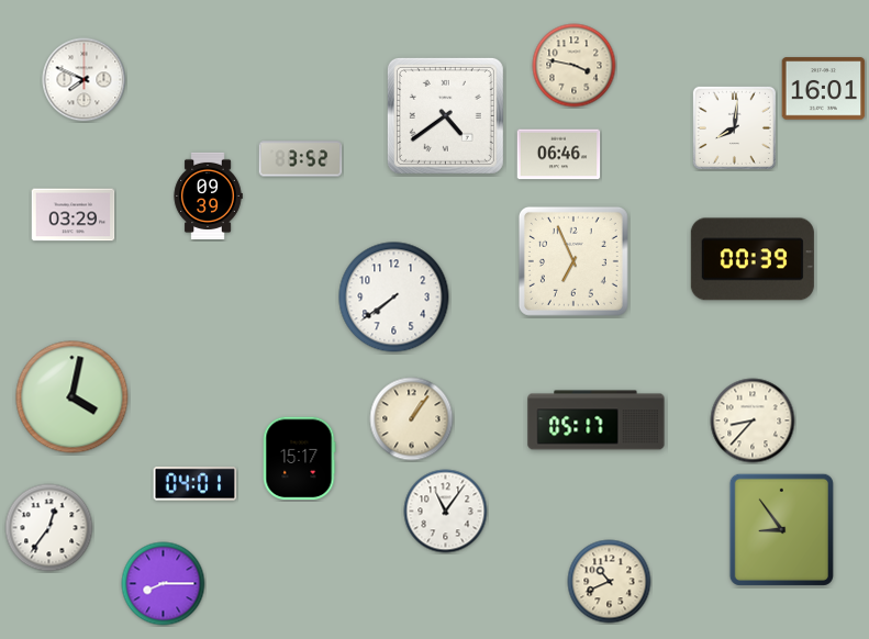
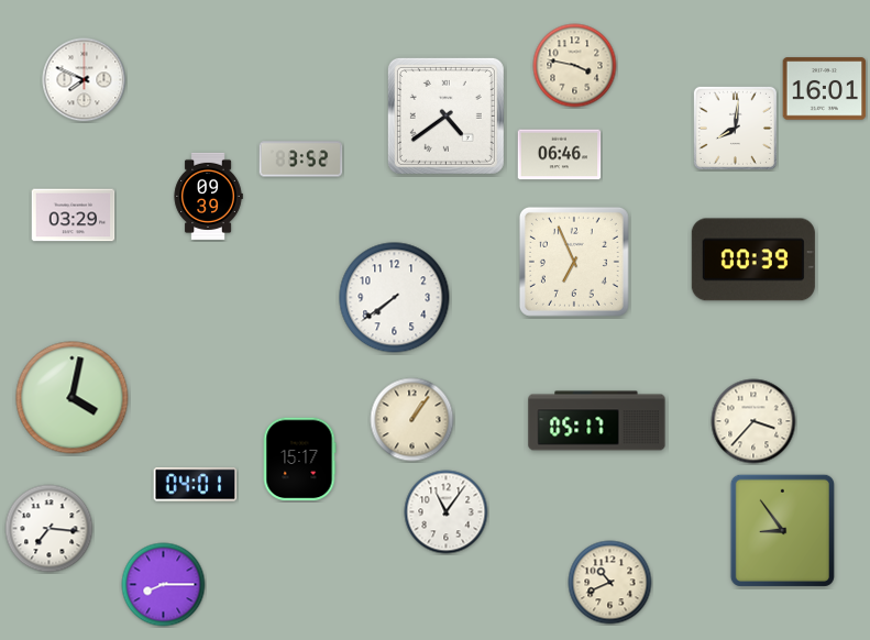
clock at (753, 421): 8:37 -> 3:37
clock at (49, 528): 12:36 -> 7:16
